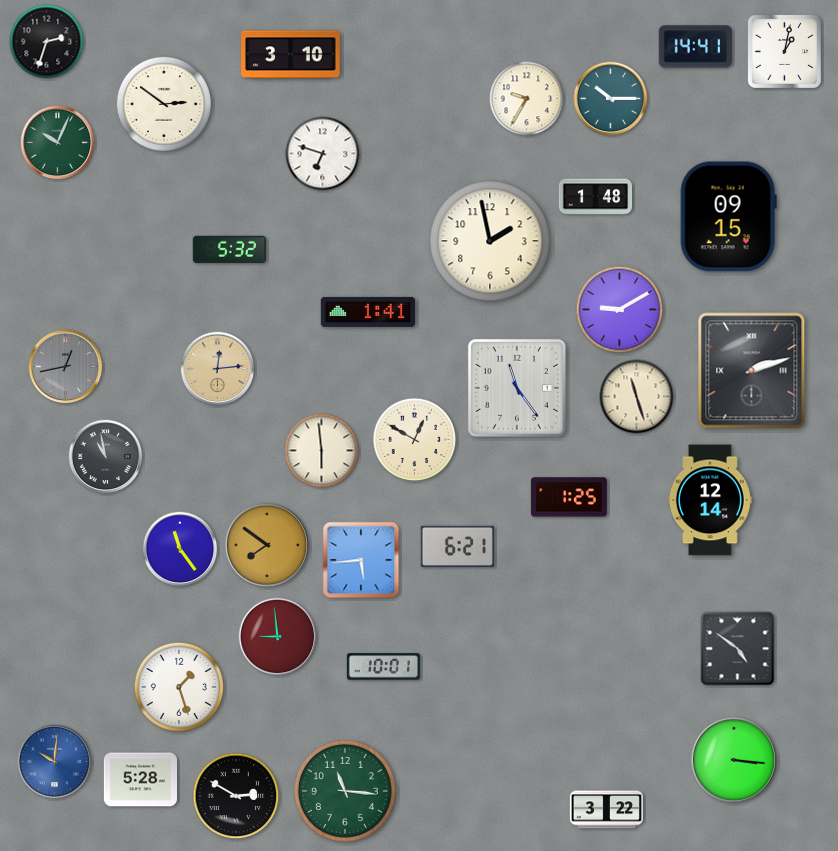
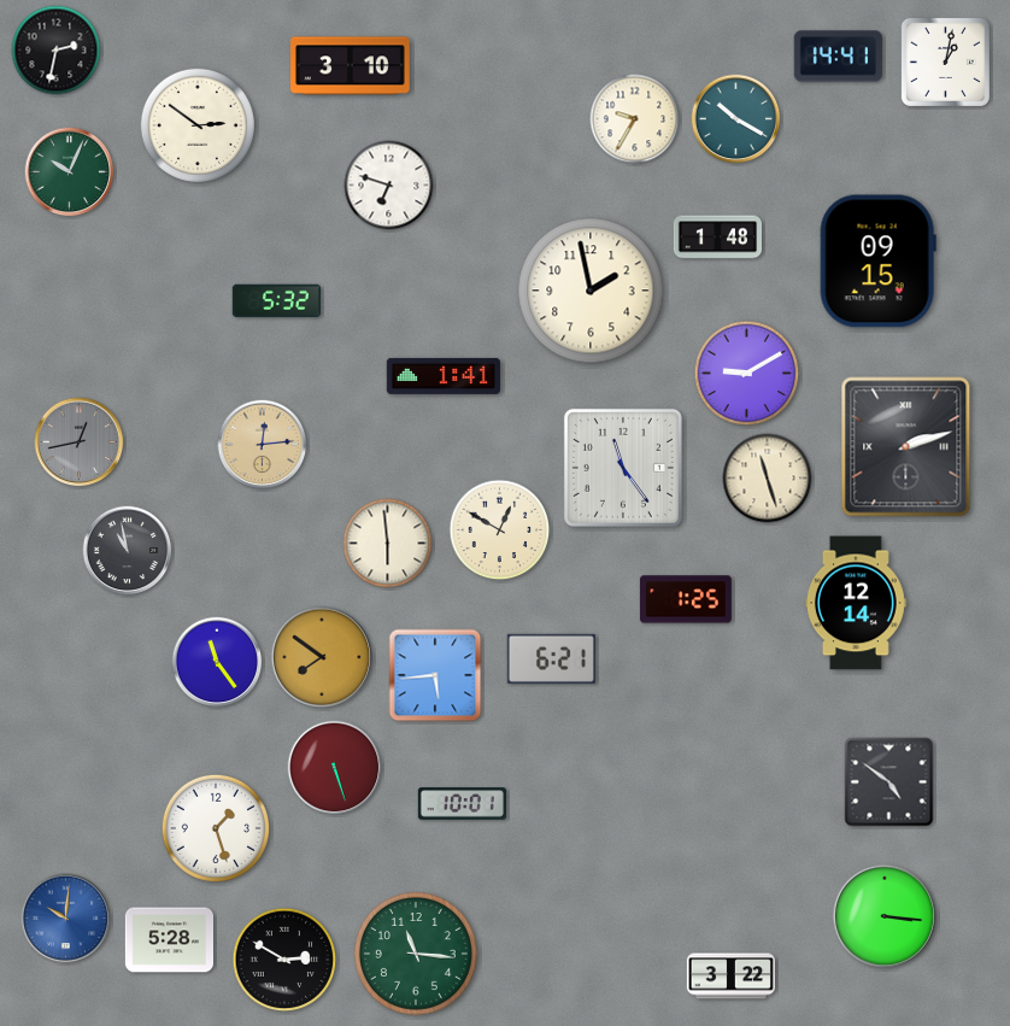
clock at (47, 42): 2:33 -> 2:32
clock at (611, 99): 10:15 -> 10:20
clock at (278, 637): 8:59 -> 5:27
